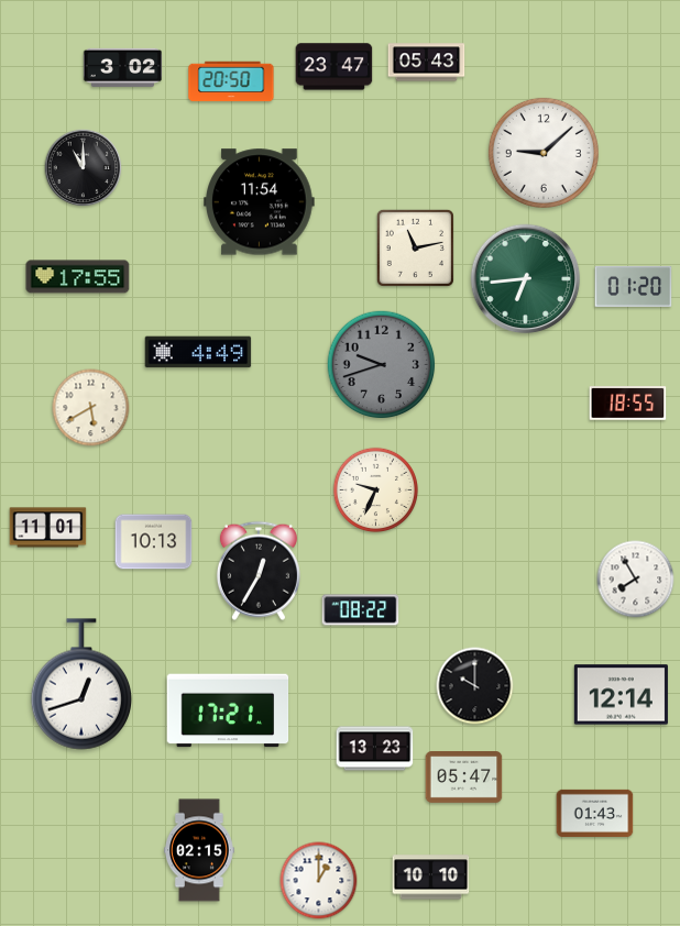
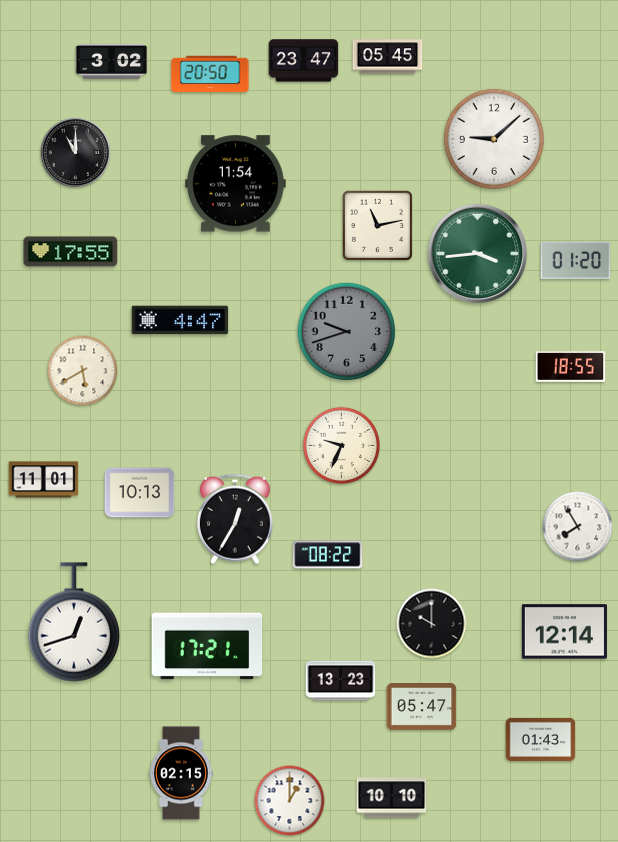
clock at (427, 63): 05:43 -> 05:45
clock at (526, 279): 6:44 -> 3:44
clock at (198, 352): 4:49 -> 4:47
